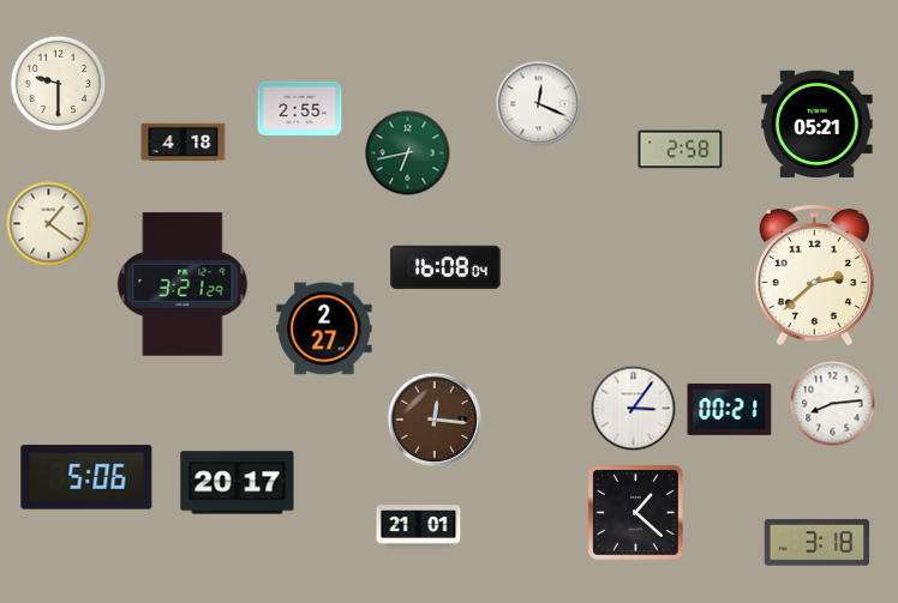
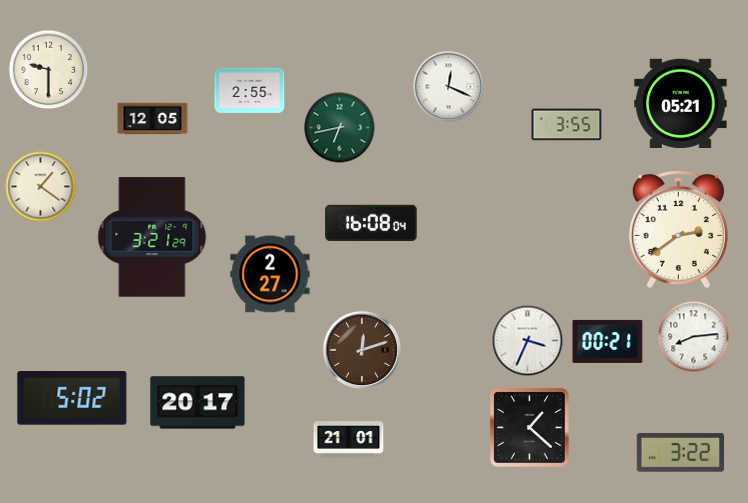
clock at (184, 143): 4:18 -> 12:05
clock at (681, 150): 2:58 -> 3:55
clock at (814, 275): 2:38 -> 2:39
clock at (634, 409): 3:06 -> 3:34
clock at (435, 420): 12:16 -> 12:12
clock at (86, 477): 5:06 -> 5:02
clock at (818, 543): 3:18 -> 3:22
